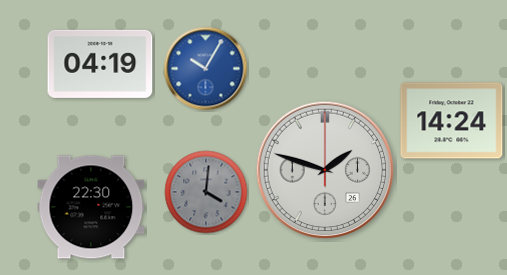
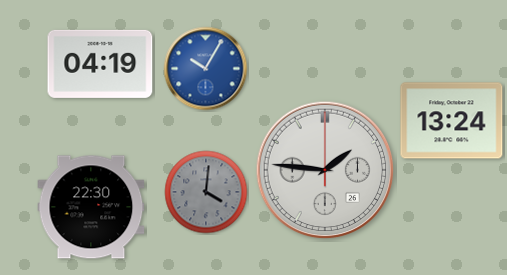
clock at (452, 121): 14:24 -> 13:24
clock at (325, 170): 1:48 -> 1:46
